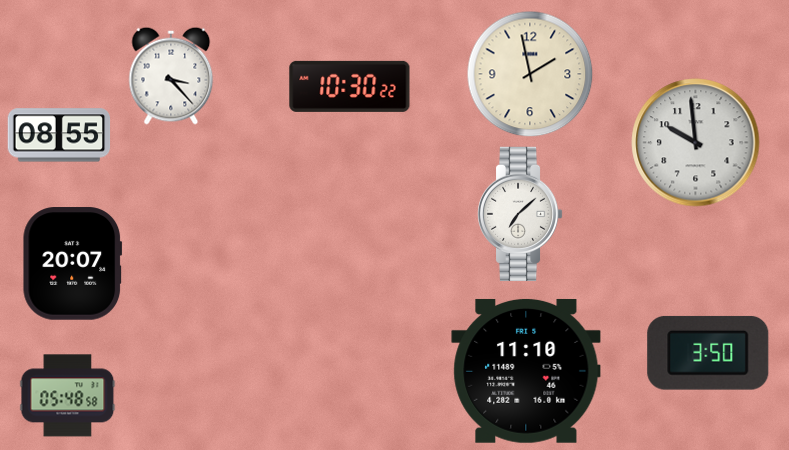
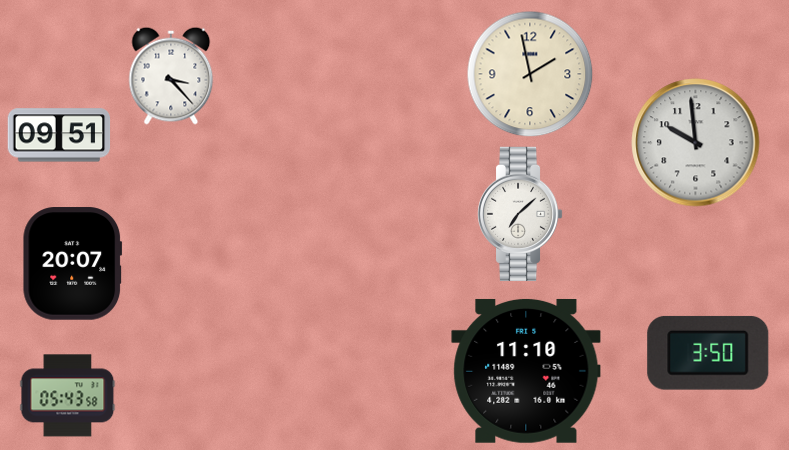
clock at (350, 86): 10:30 -> none
clock at (59, 135): 08:55 -> 09:51
clock at (68, 396): 05:48 -> 05:43
